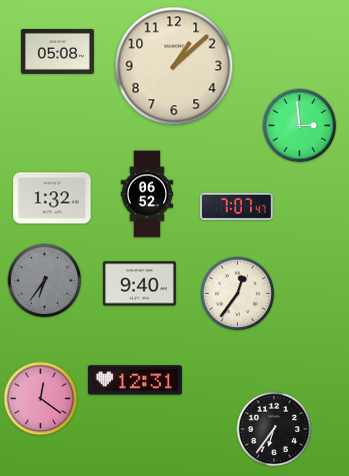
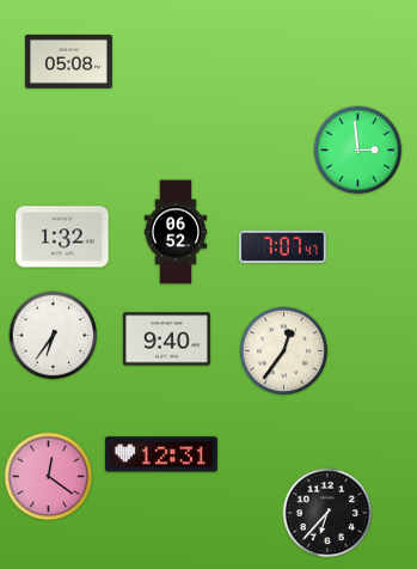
clock at (174, 66): 1:08 -> none
clock at (45, 281) dial: grey -> white
clock at (274, 429): 6:36 -> 6:37
